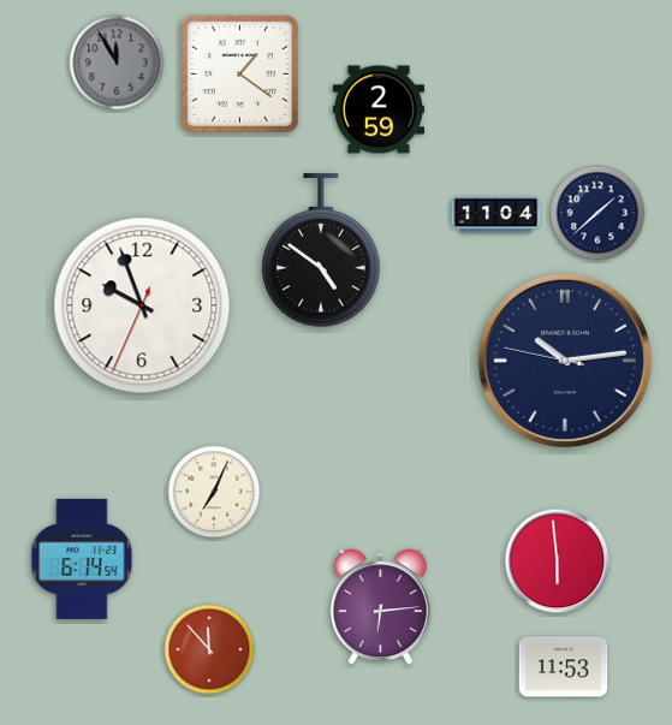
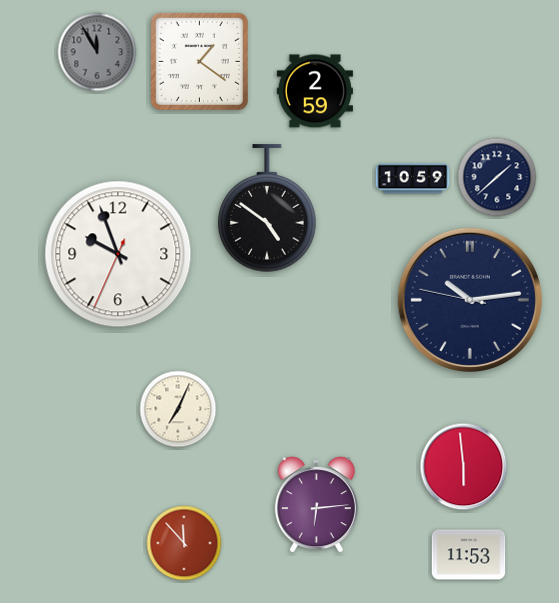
clock at (496, 215): 11:04 -> 10:59
clock at (82, 559): 6:14 -> none
clock at (209, 649) position: (209, 649) -> (184, 543)
